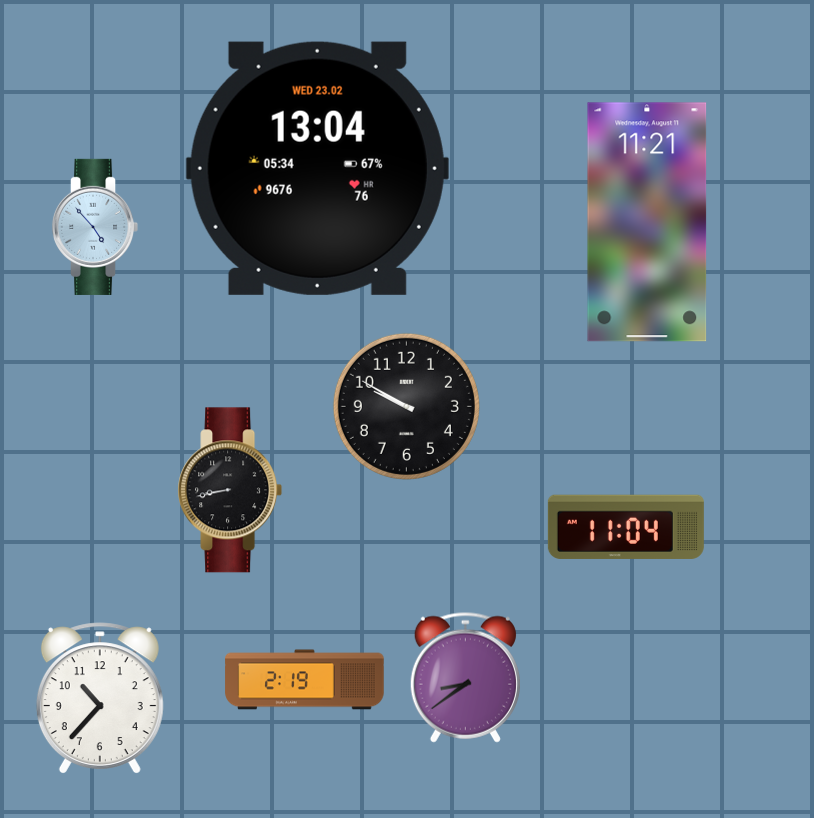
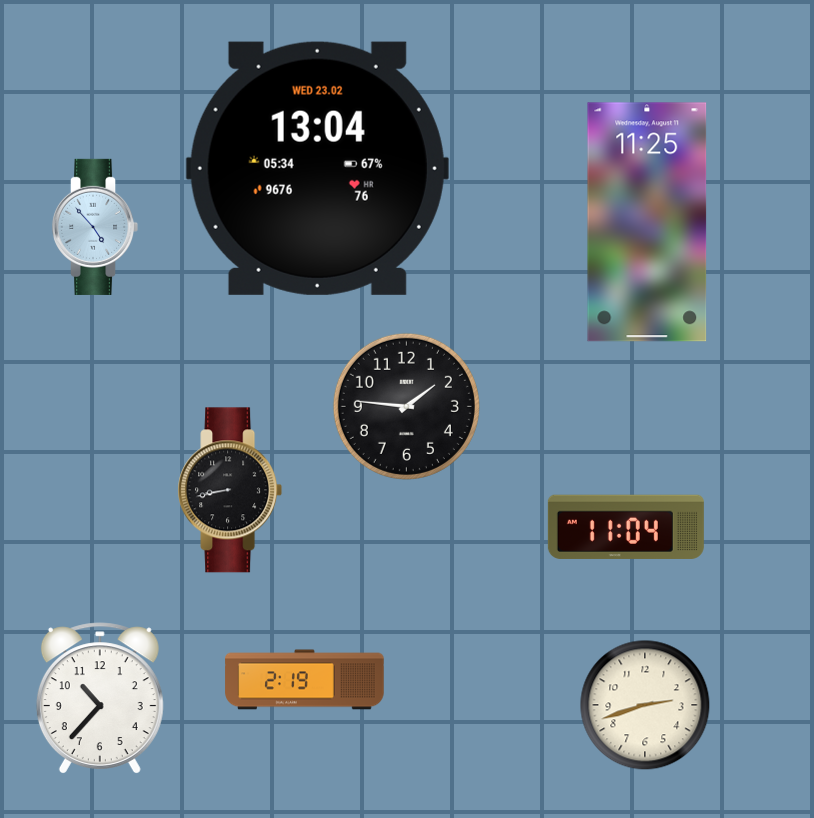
clock at (647, 222): 11:21 -> 11:25
clock at (406, 406): 9:50 -> 1:46
clock at (465, 677): 8:39 -> none
clock at (645, 705): none -> 2:42
